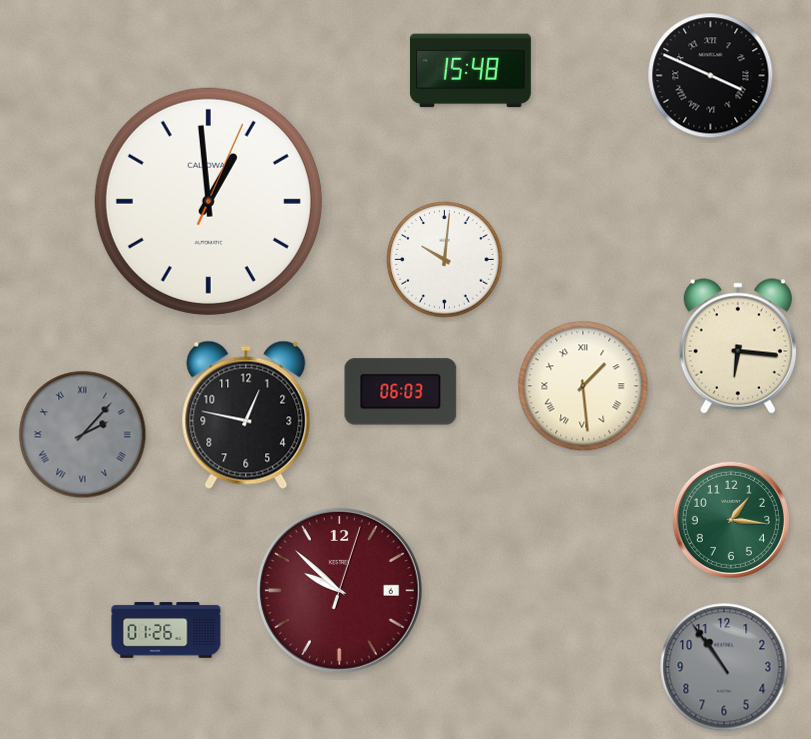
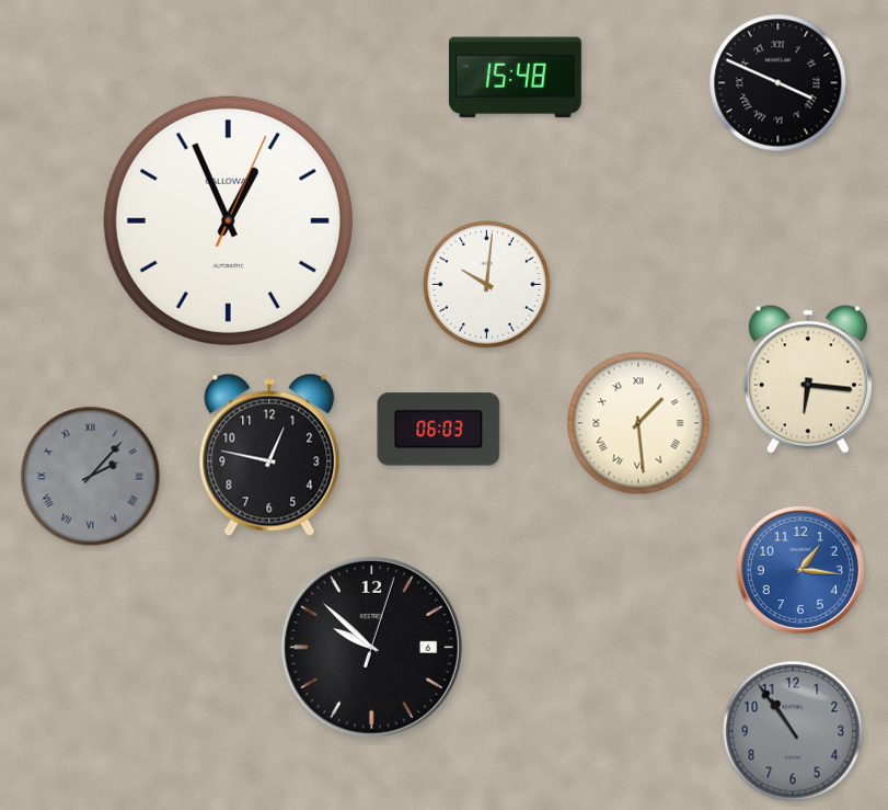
clock at (208, 201): 12:59 -> 12:56
clock at (731, 520) dial: green -> blue
clock at (339, 590) dial: burgundy -> black
clock at (166, 630): 01:26 -> none
